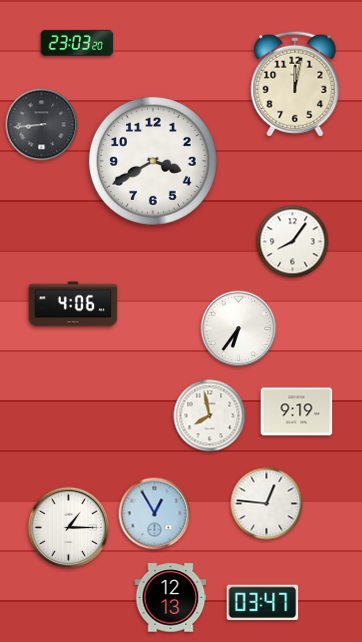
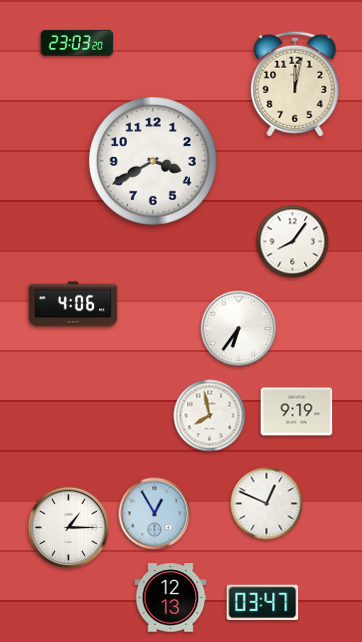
clock at (42, 125): 8:44 -> none
clock at (267, 504): 12:46 -> 12:49
